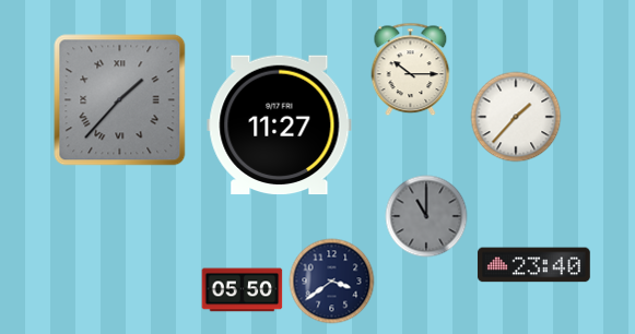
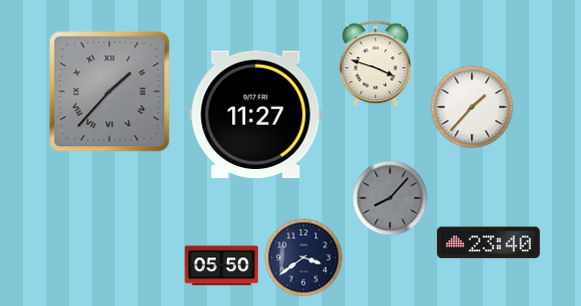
clock at (411, 70): 10:15 -> 3:48
clock at (426, 216): 11:00 -> 8:07
